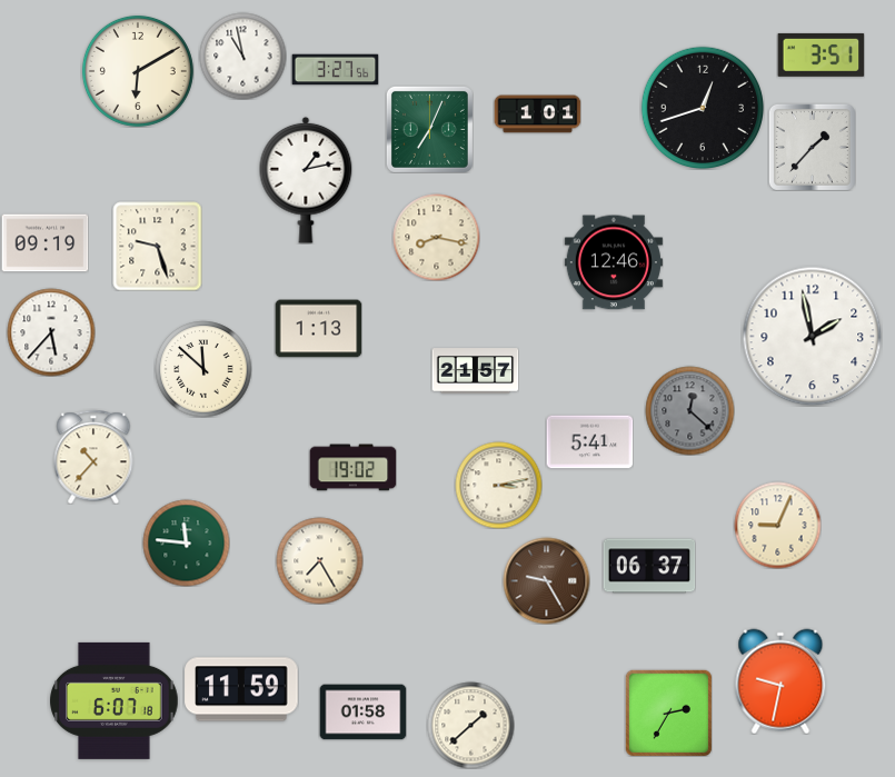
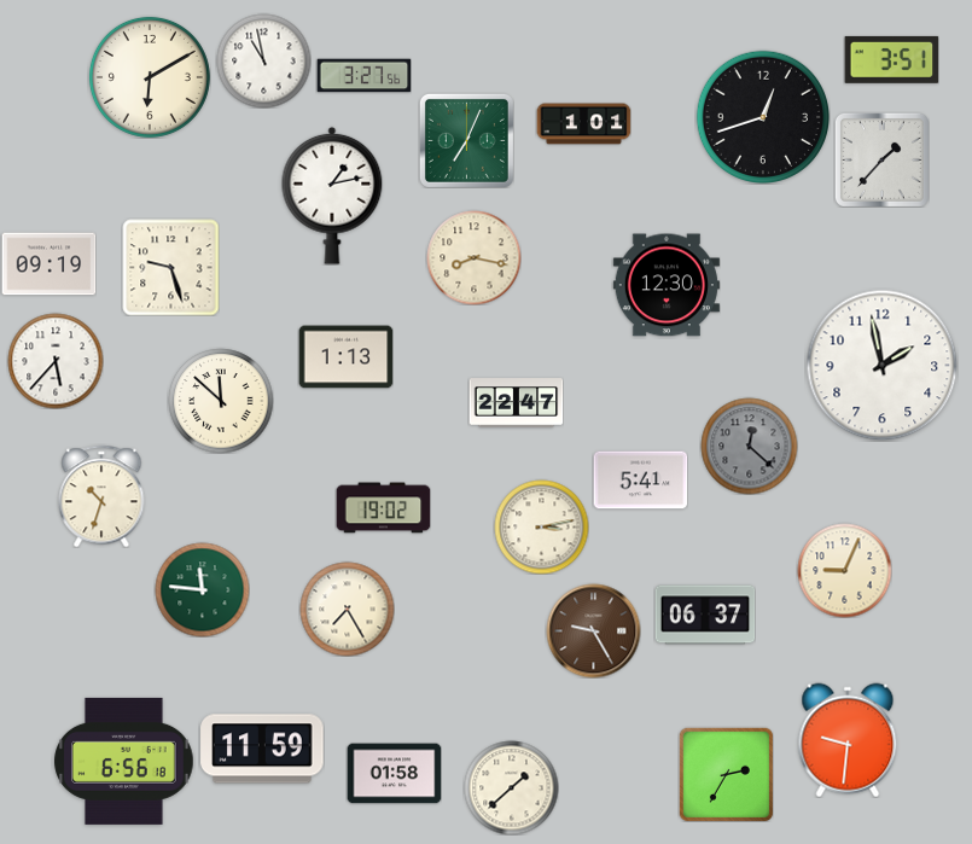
clock at (614, 262): 12:46 -> 12:30
clock at (475, 371): 21:57 -> 22:47
clock at (93, 457): 10:37 -> 10:33
clock at (780, 681): 9:32 -> 9:31
clock at (115, 700): 6:07 -> 6:56
